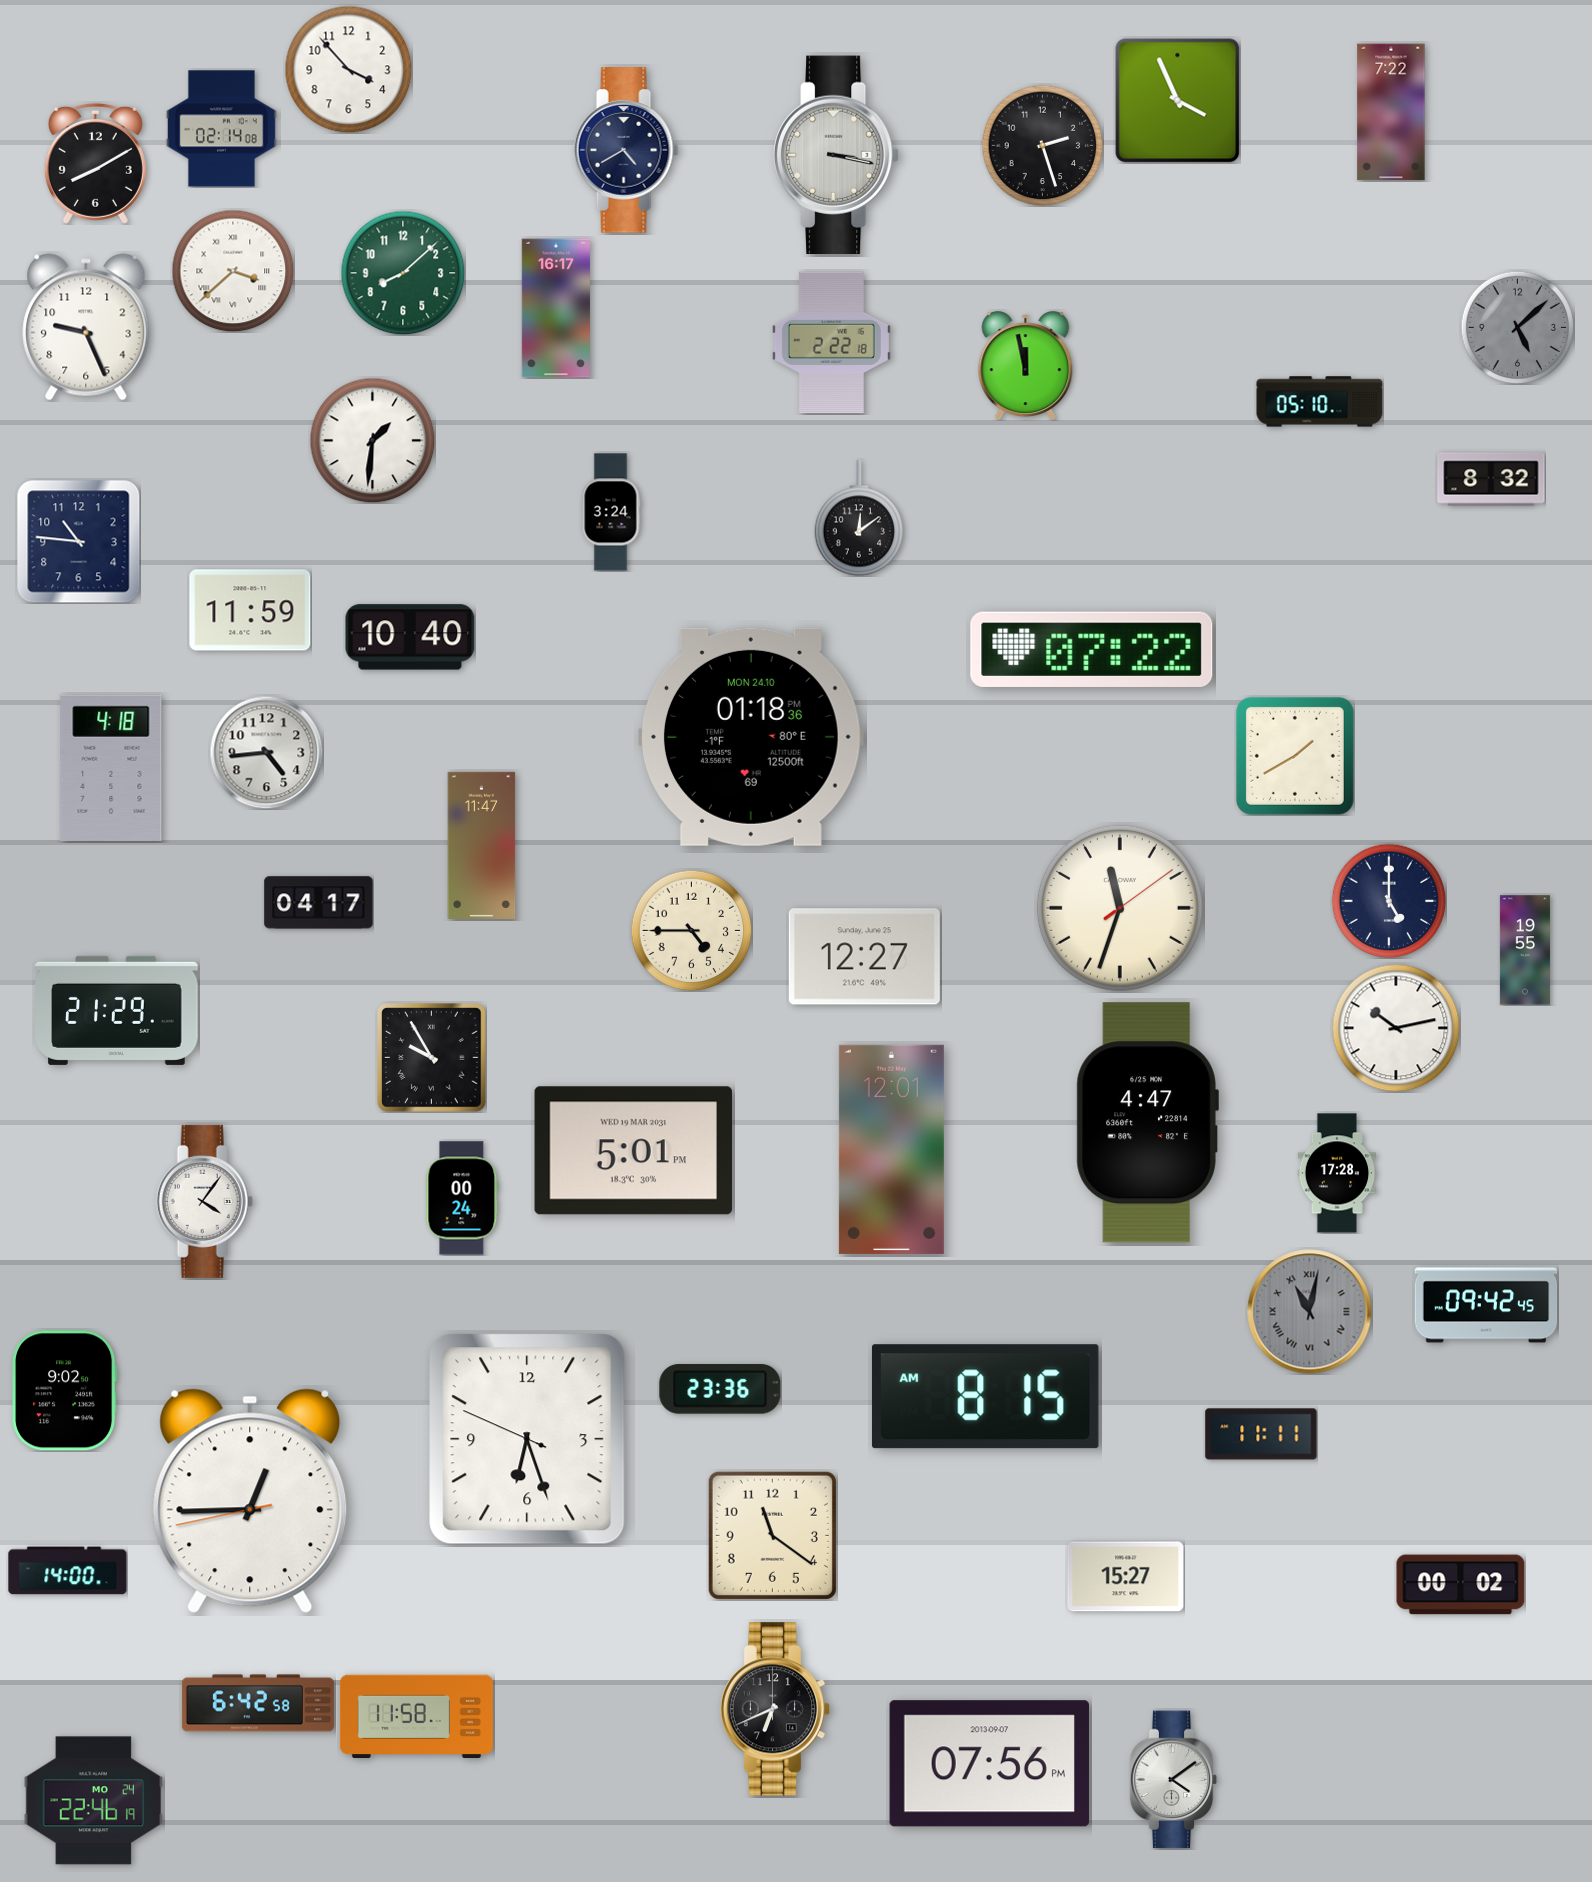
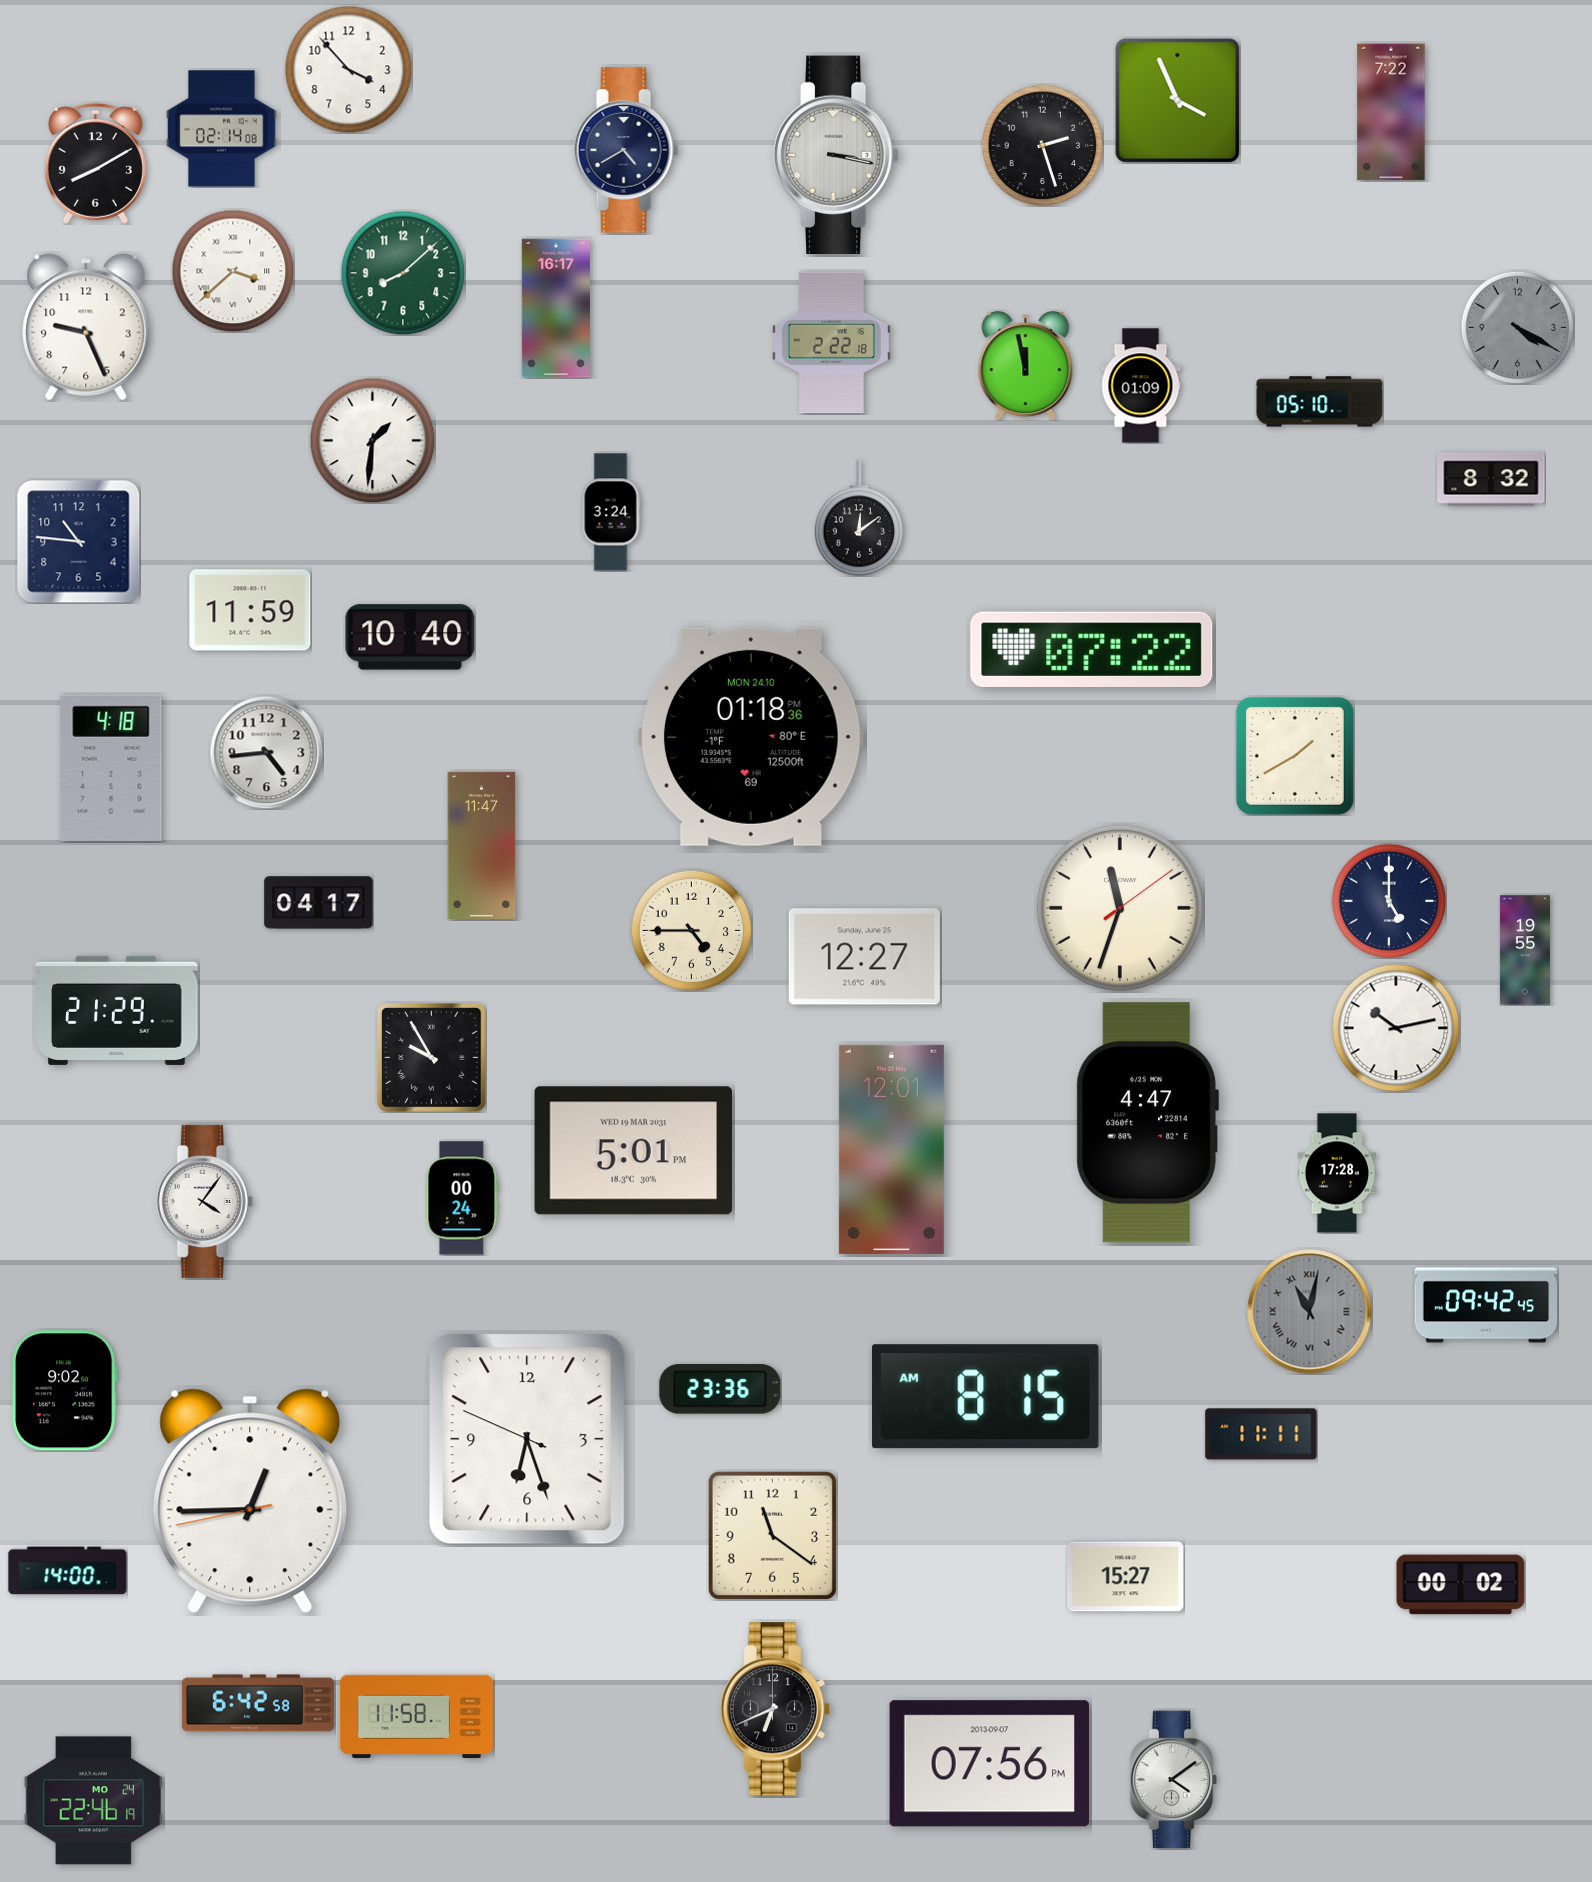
clock at (1517, 327): 5:08 -> 4:20
clock at (1141, 386): none -> 01:09
